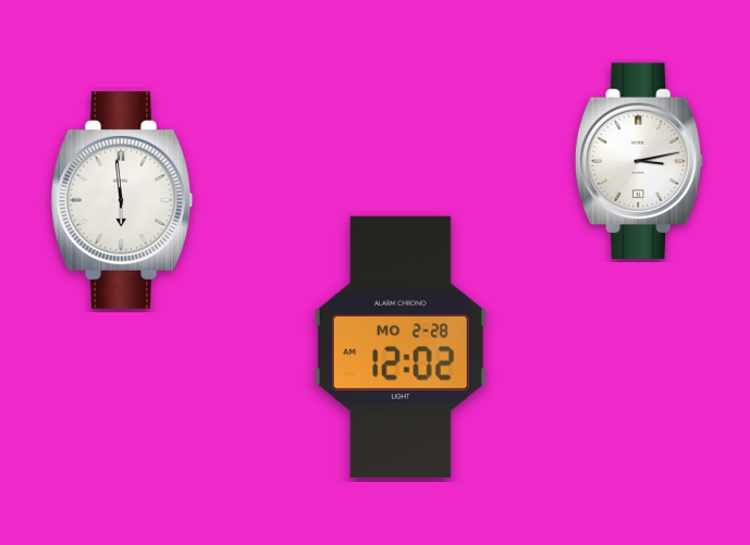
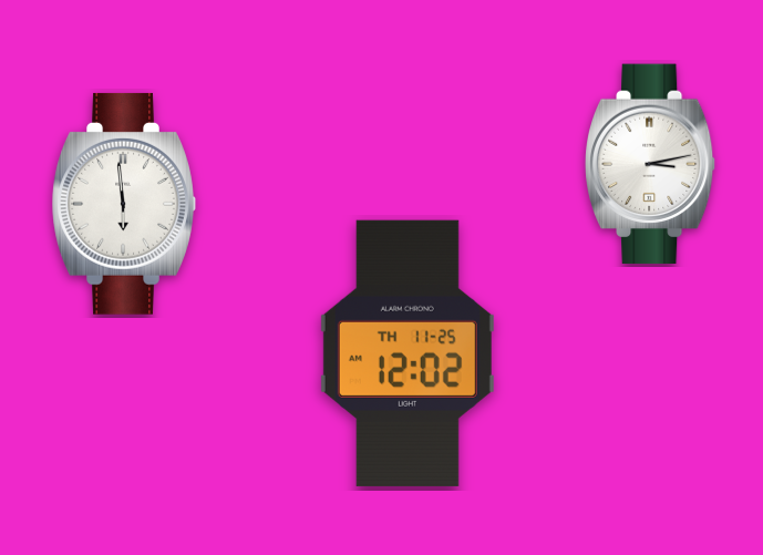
clock at (401, 347) date: MO 2-28 -> TH 11-25
